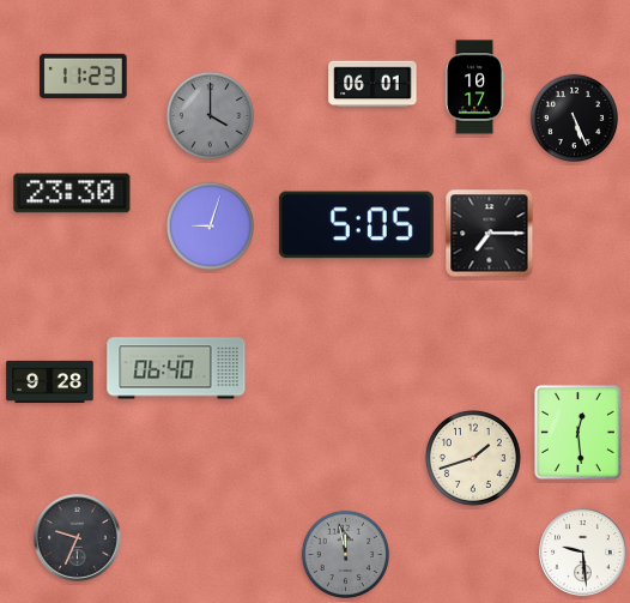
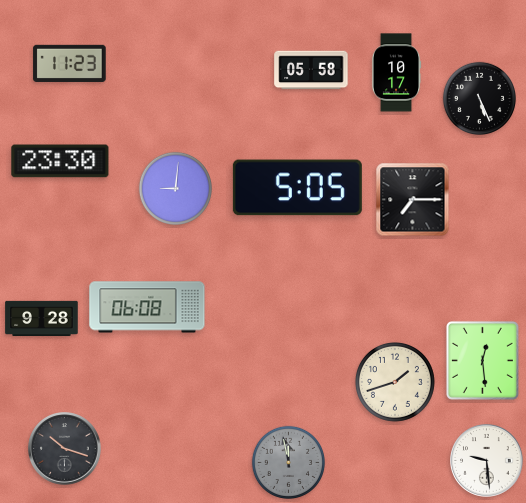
clock at (372, 84): 06:01 -> 05:58
clock at (210, 115): 4:00 -> none
clock at (210, 225): 9:03 -> 9:01
clock at (490, 234) position: (490, 234) -> (413, 200)
clock at (176, 368): 06:40 -> 06:08
clock at (78, 538): 9:34 -> 10:18
